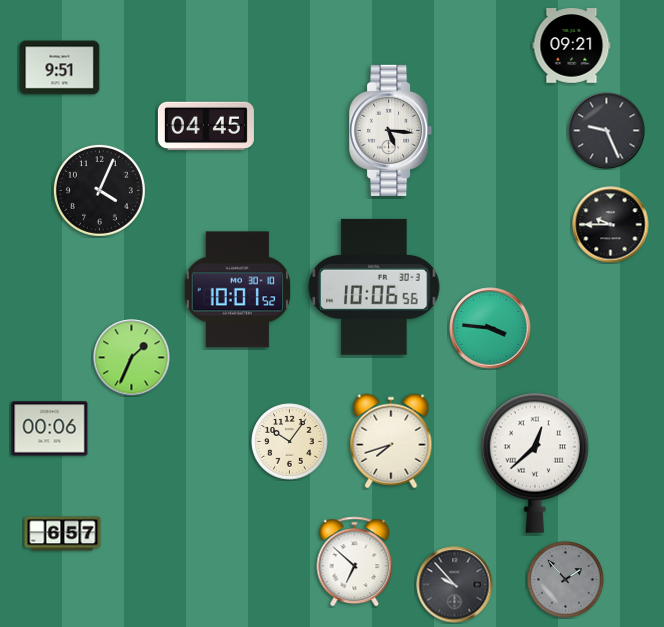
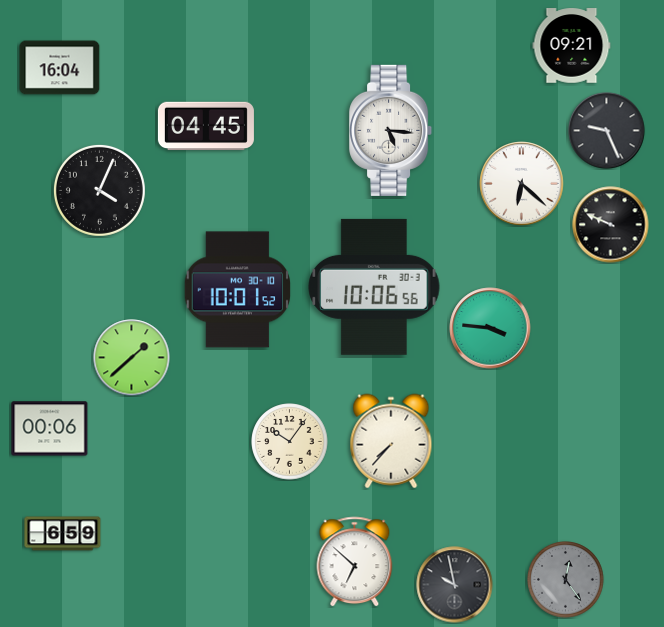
clock at (60, 68): 9:51 -> 16:04
clock at (522, 184): none -> 6:22
clock at (611, 225): 9:45 -> 9:49
clock at (132, 358): 1:34 -> 1:38
clock at (391, 441): 7:42 -> 7:37
clock at (534, 463): 12:38 -> none
clock at (63, 534): 6:57 -> 6:59
clock at (566, 580): 1:53 -> 12:24
clock at (455, 585): 9:53 -> 9:58
